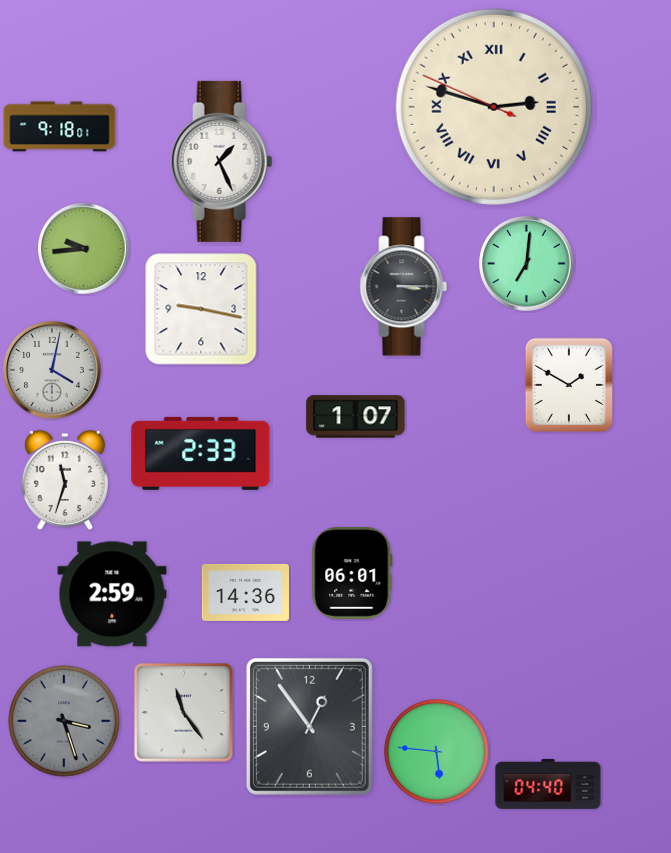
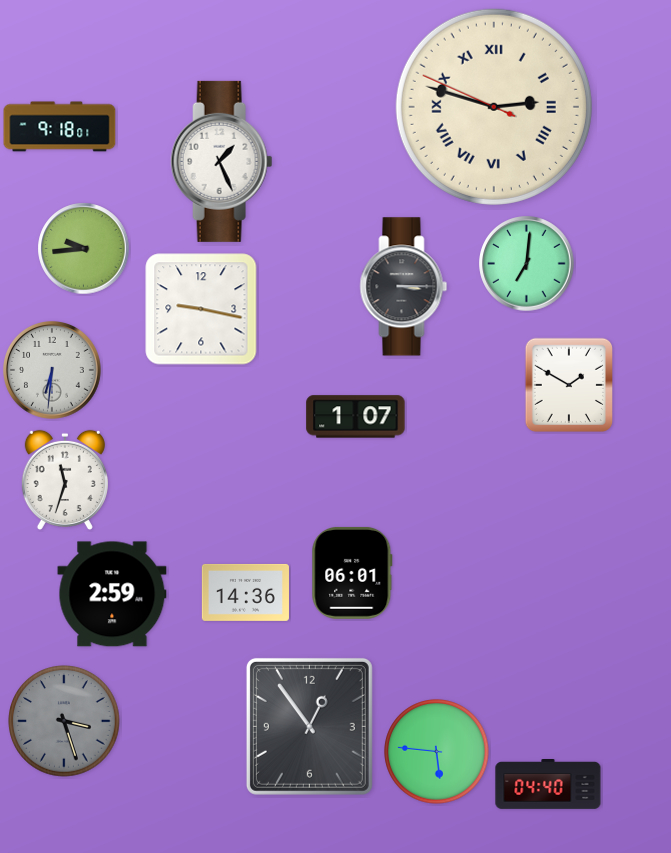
clock at (53, 371): 4:02 -> 6:31
clock at (201, 453): 2:33 -> none
clock at (183, 712): 11:24 -> none
